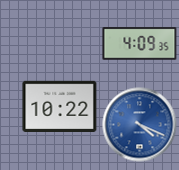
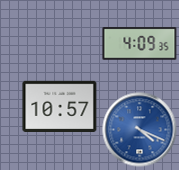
clock at (60, 106): 10:22 -> 10:57
clock at (140, 125) position: (140, 125) -> (140, 130)
